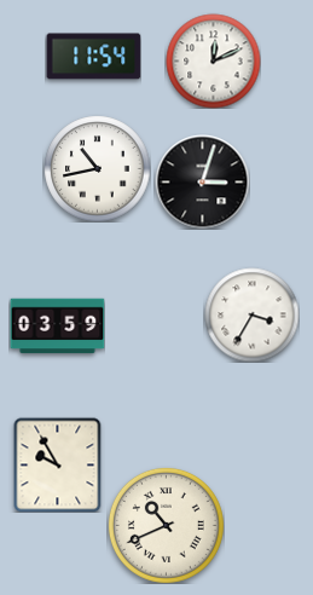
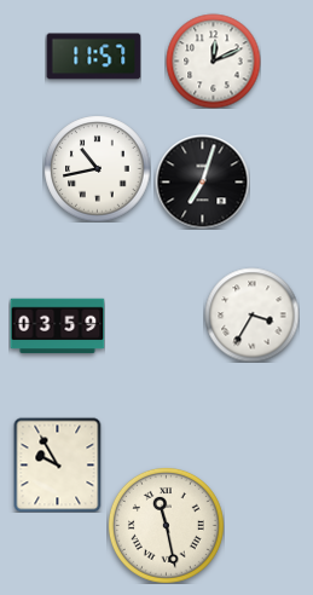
clock at (93, 57): 11:54 -> 11:57
clock at (202, 181): 3:03 -> 7:03
clock at (166, 525): 10:41 -> 11:28
